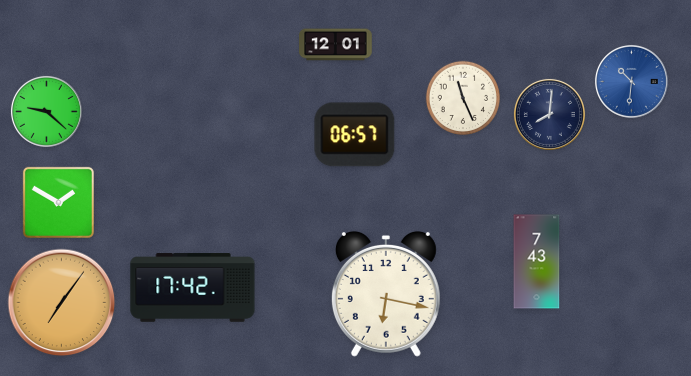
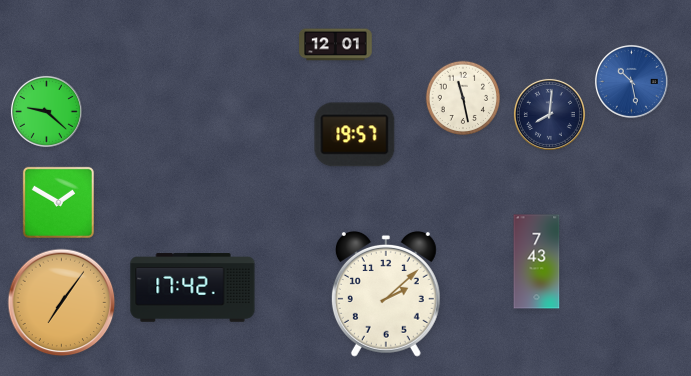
clock at (631, 81): 10:31 -> 10:28
clock at (463, 98): 11:26 -> 11:28
clock at (355, 135): 06:57 -> 19:57
clock at (386, 294): 6:17 -> 2:08
